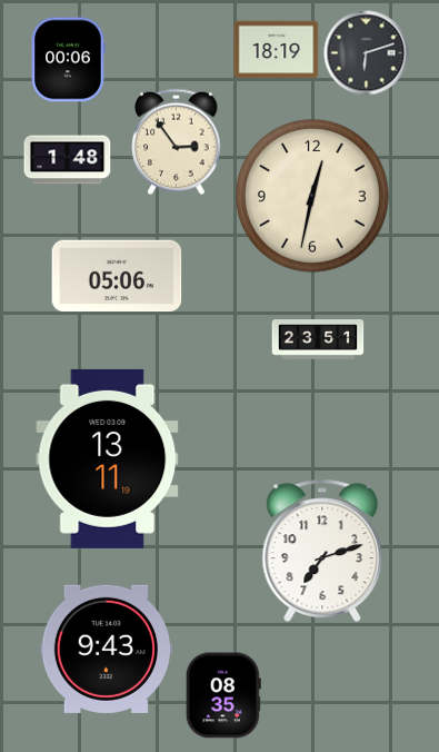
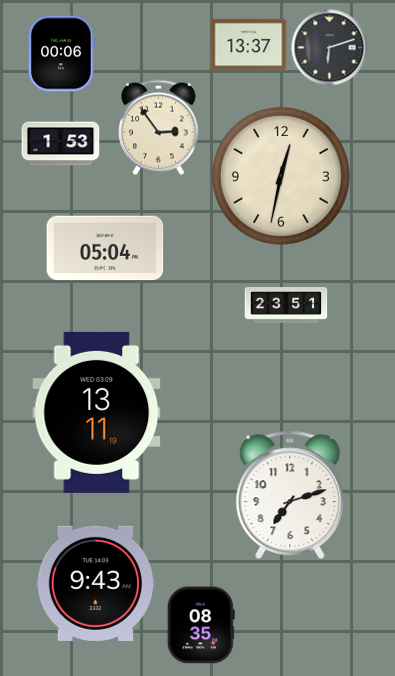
clock at (277, 50): 18:19 -> 13:37
clock at (68, 160): 1:48 -> 1:53
clock at (117, 276): 05:06 -> 05:04
